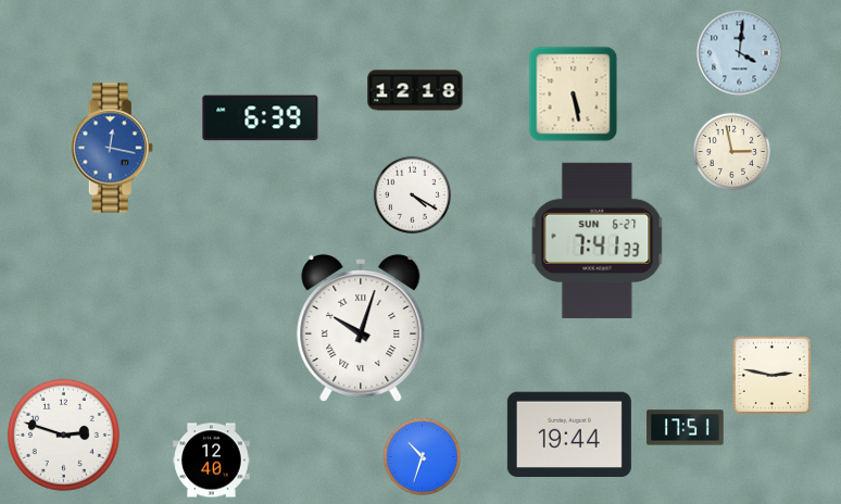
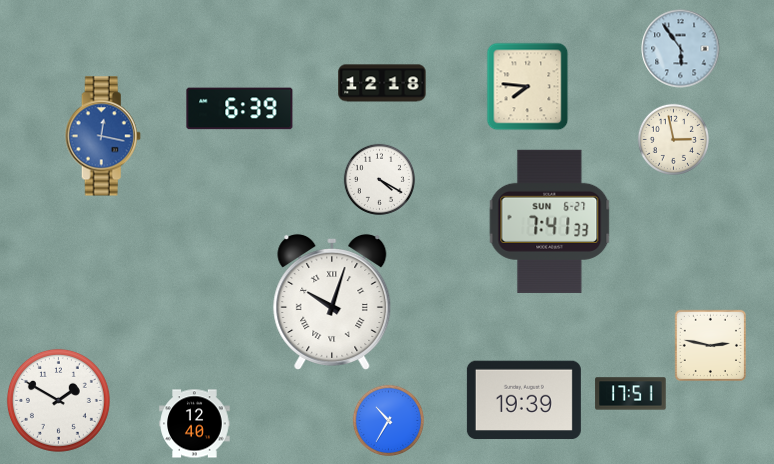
clock at (740, 53): 4:01 -> 5:54
clock at (574, 94): 5:28 -> 7:46
clock at (63, 434): 2:48 -> 1:50
clock at (569, 434): 19:44 -> 19:39
clock at (422, 456): 10:33 -> 10:35
